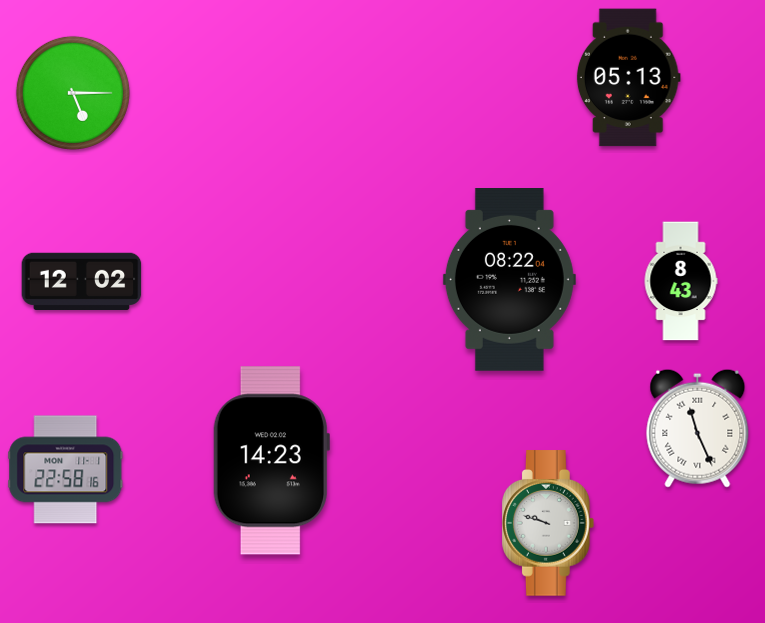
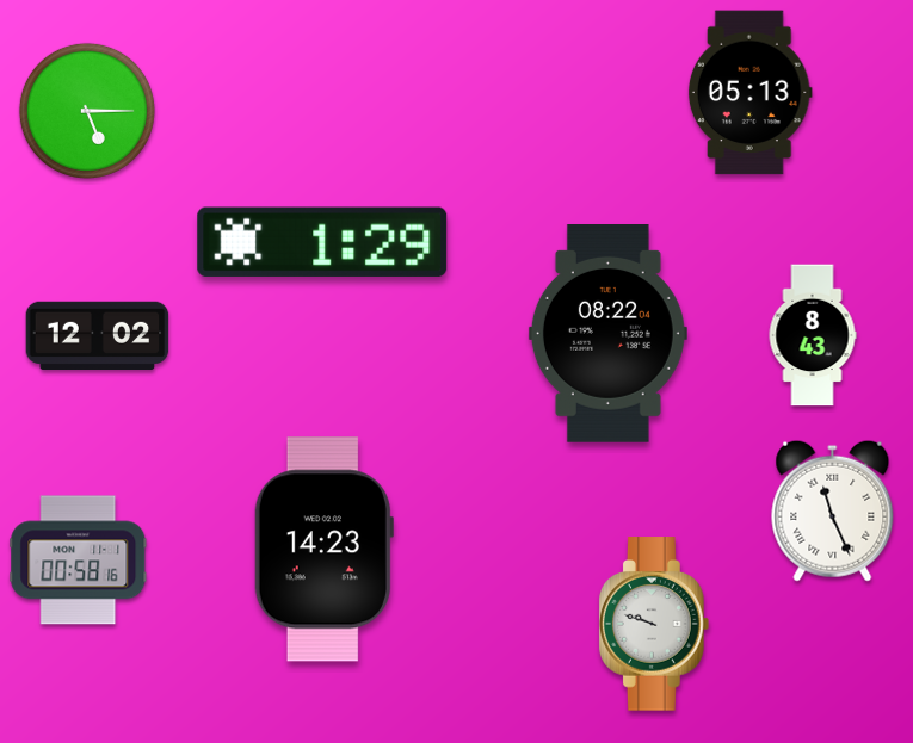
clock at (322, 242): none -> 1:29
clock at (66, 470): 22:58 -> 00:58
